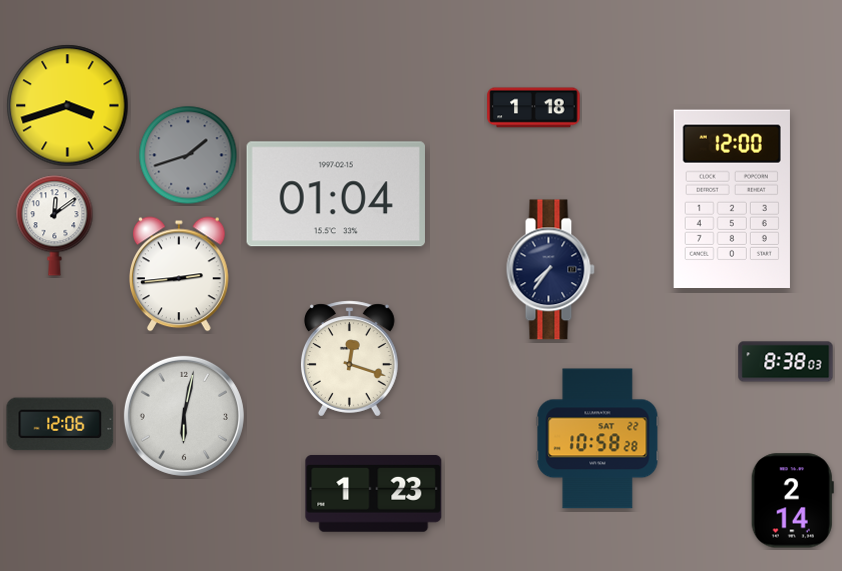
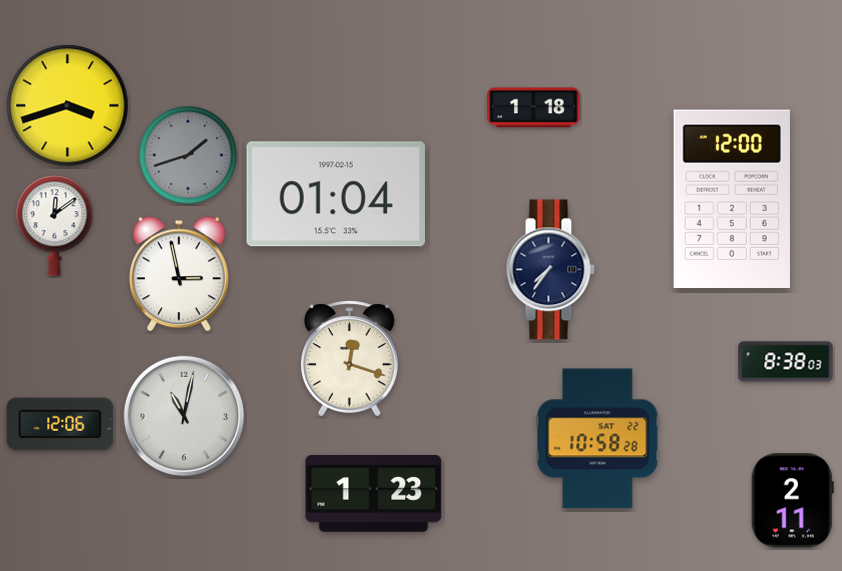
clock at (180, 274): 2:44 -> 2:58
clock at (184, 416): 6:02 -> 11:02
clock at (792, 501): 2:14 -> 2:11
